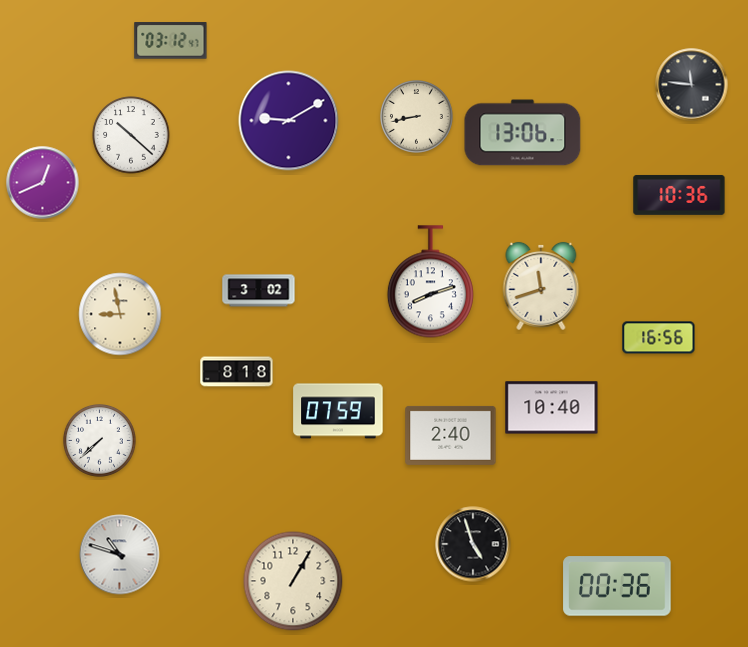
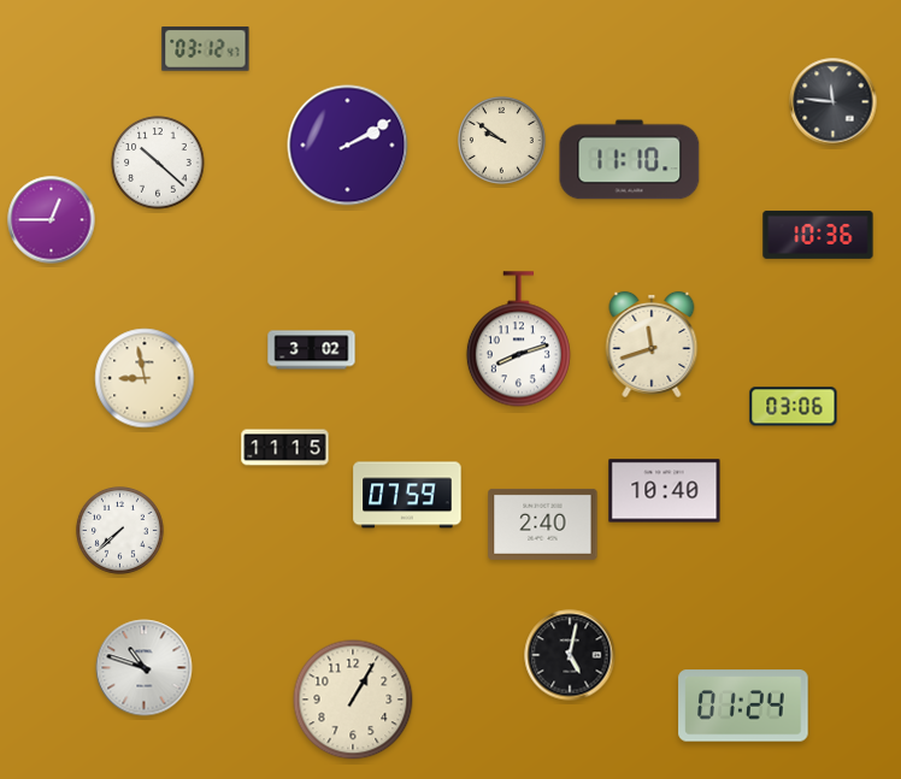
clock at (417, 117): 8:43 -> 9:51
clock at (289, 121): 9:10 -> 2:10
clock at (523, 133): 13:06 -> 11:10
clock at (43, 183): 12:41 -> 12:45
clock at (659, 338): 16:56 -> 03:06
clock at (237, 372): 8:18 -> 11:15
clock at (473, 544): 4:57 -> 5:02
clock at (617, 586): 00:36 -> 01:24
